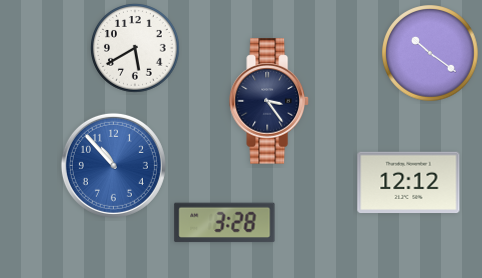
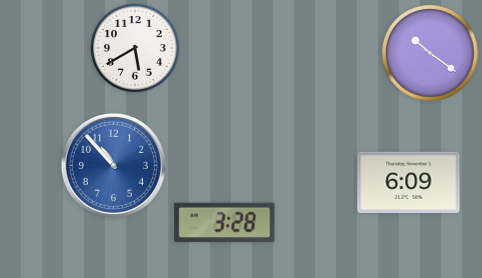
clock at (269, 101): 3:24 -> none
clock at (409, 183): 12:12 -> 6:09
